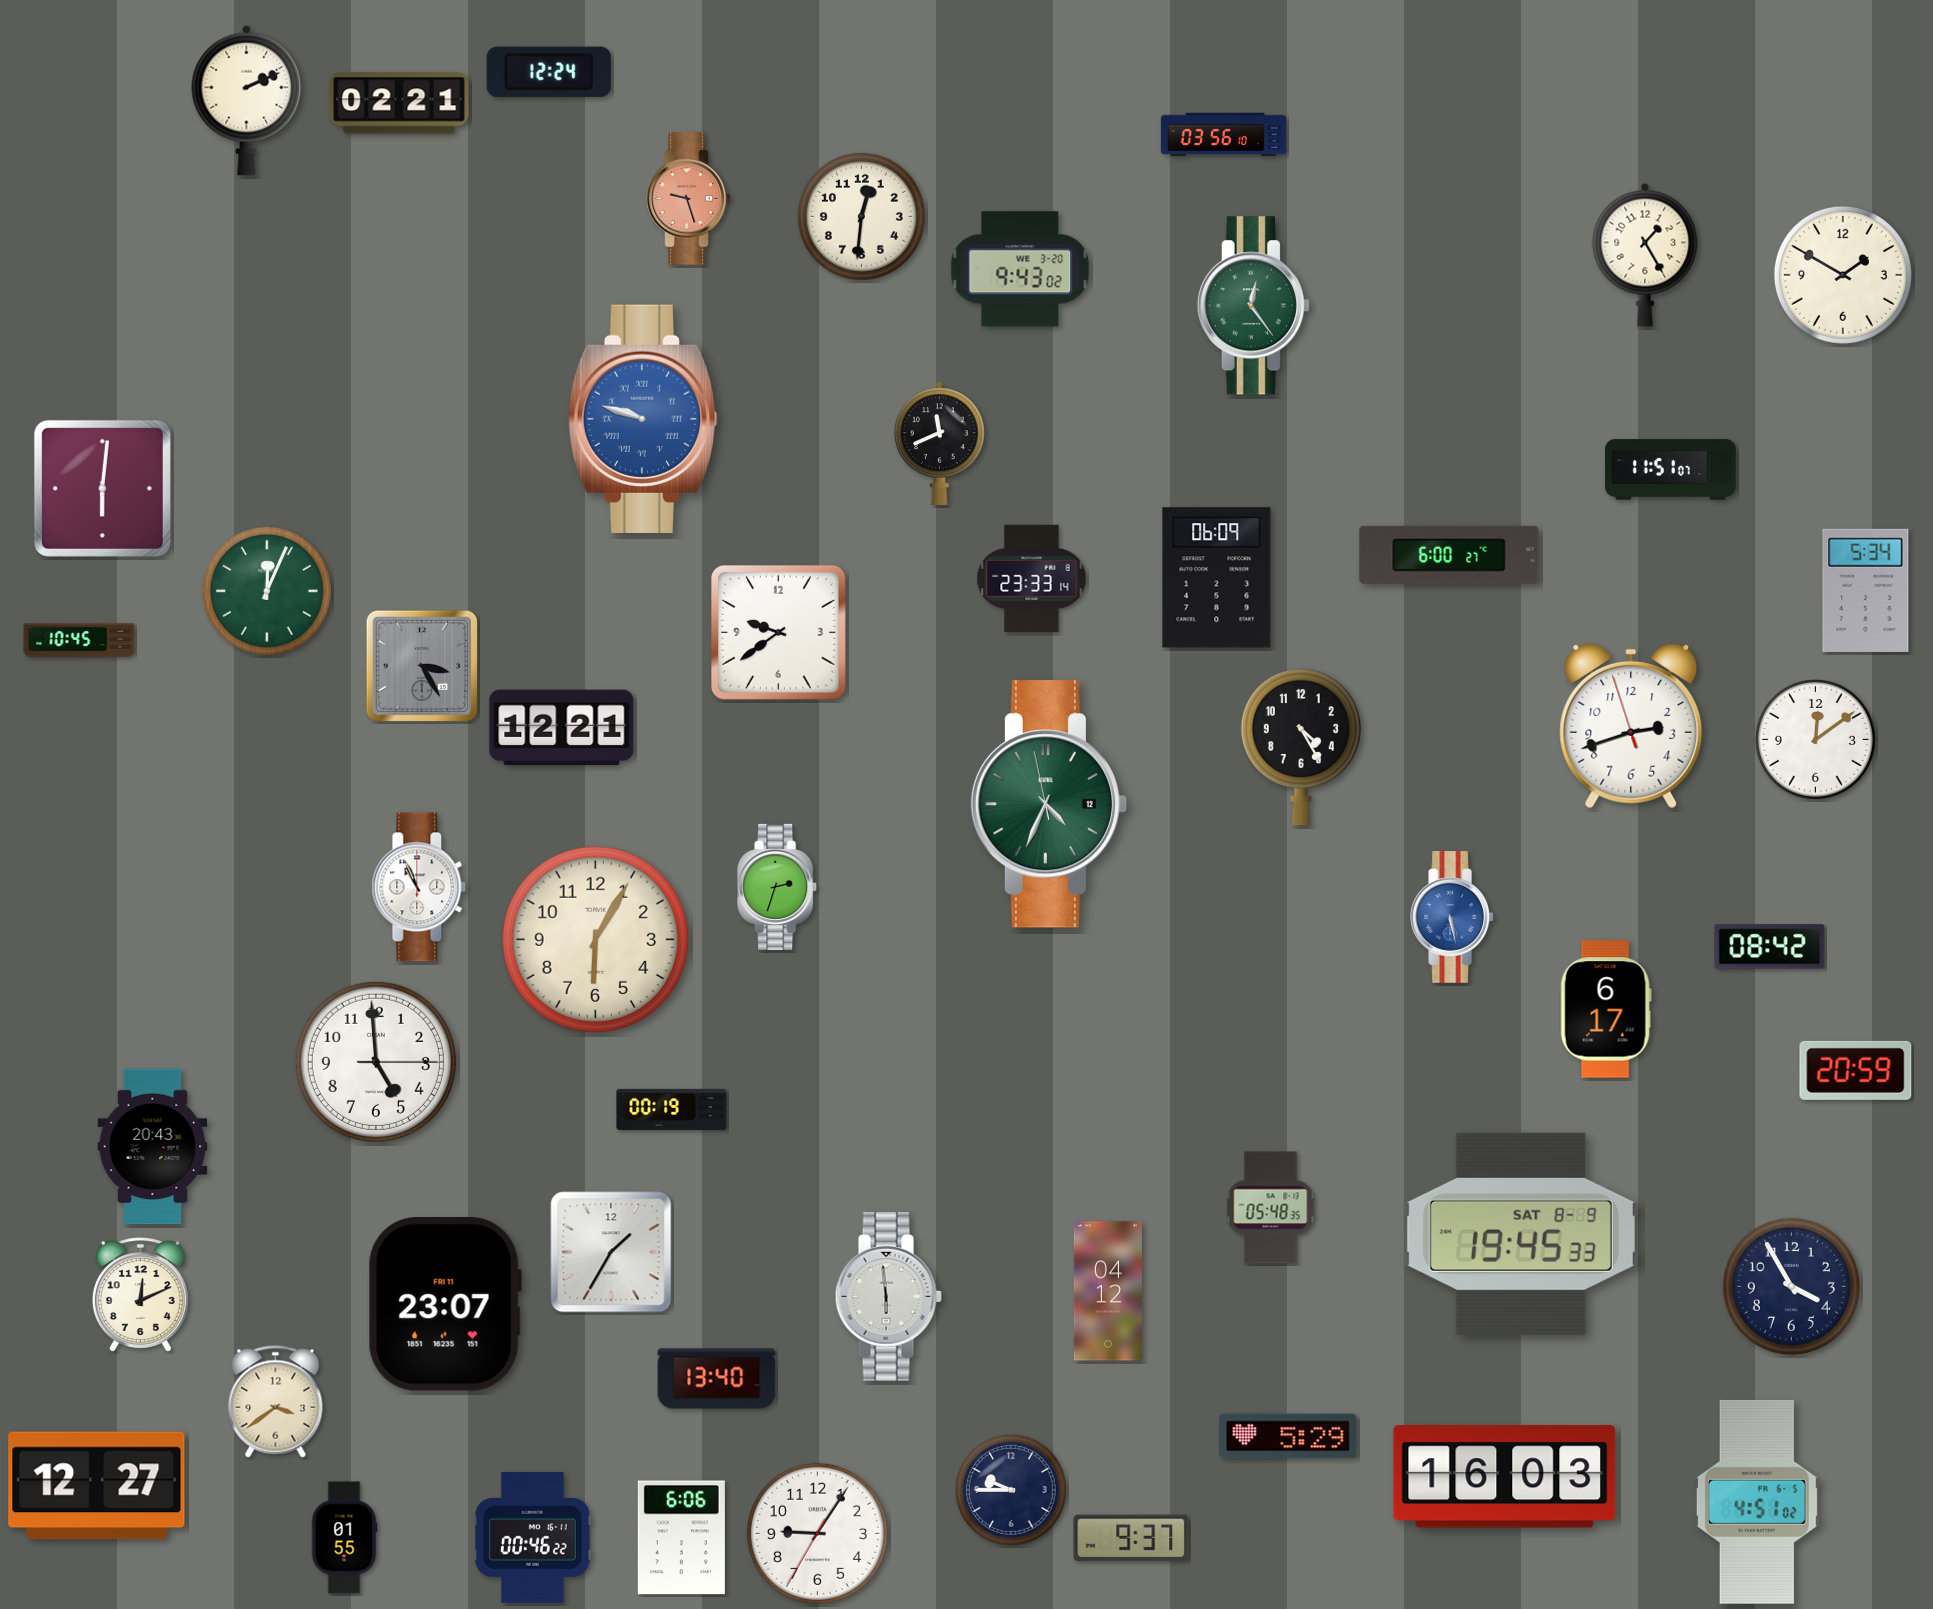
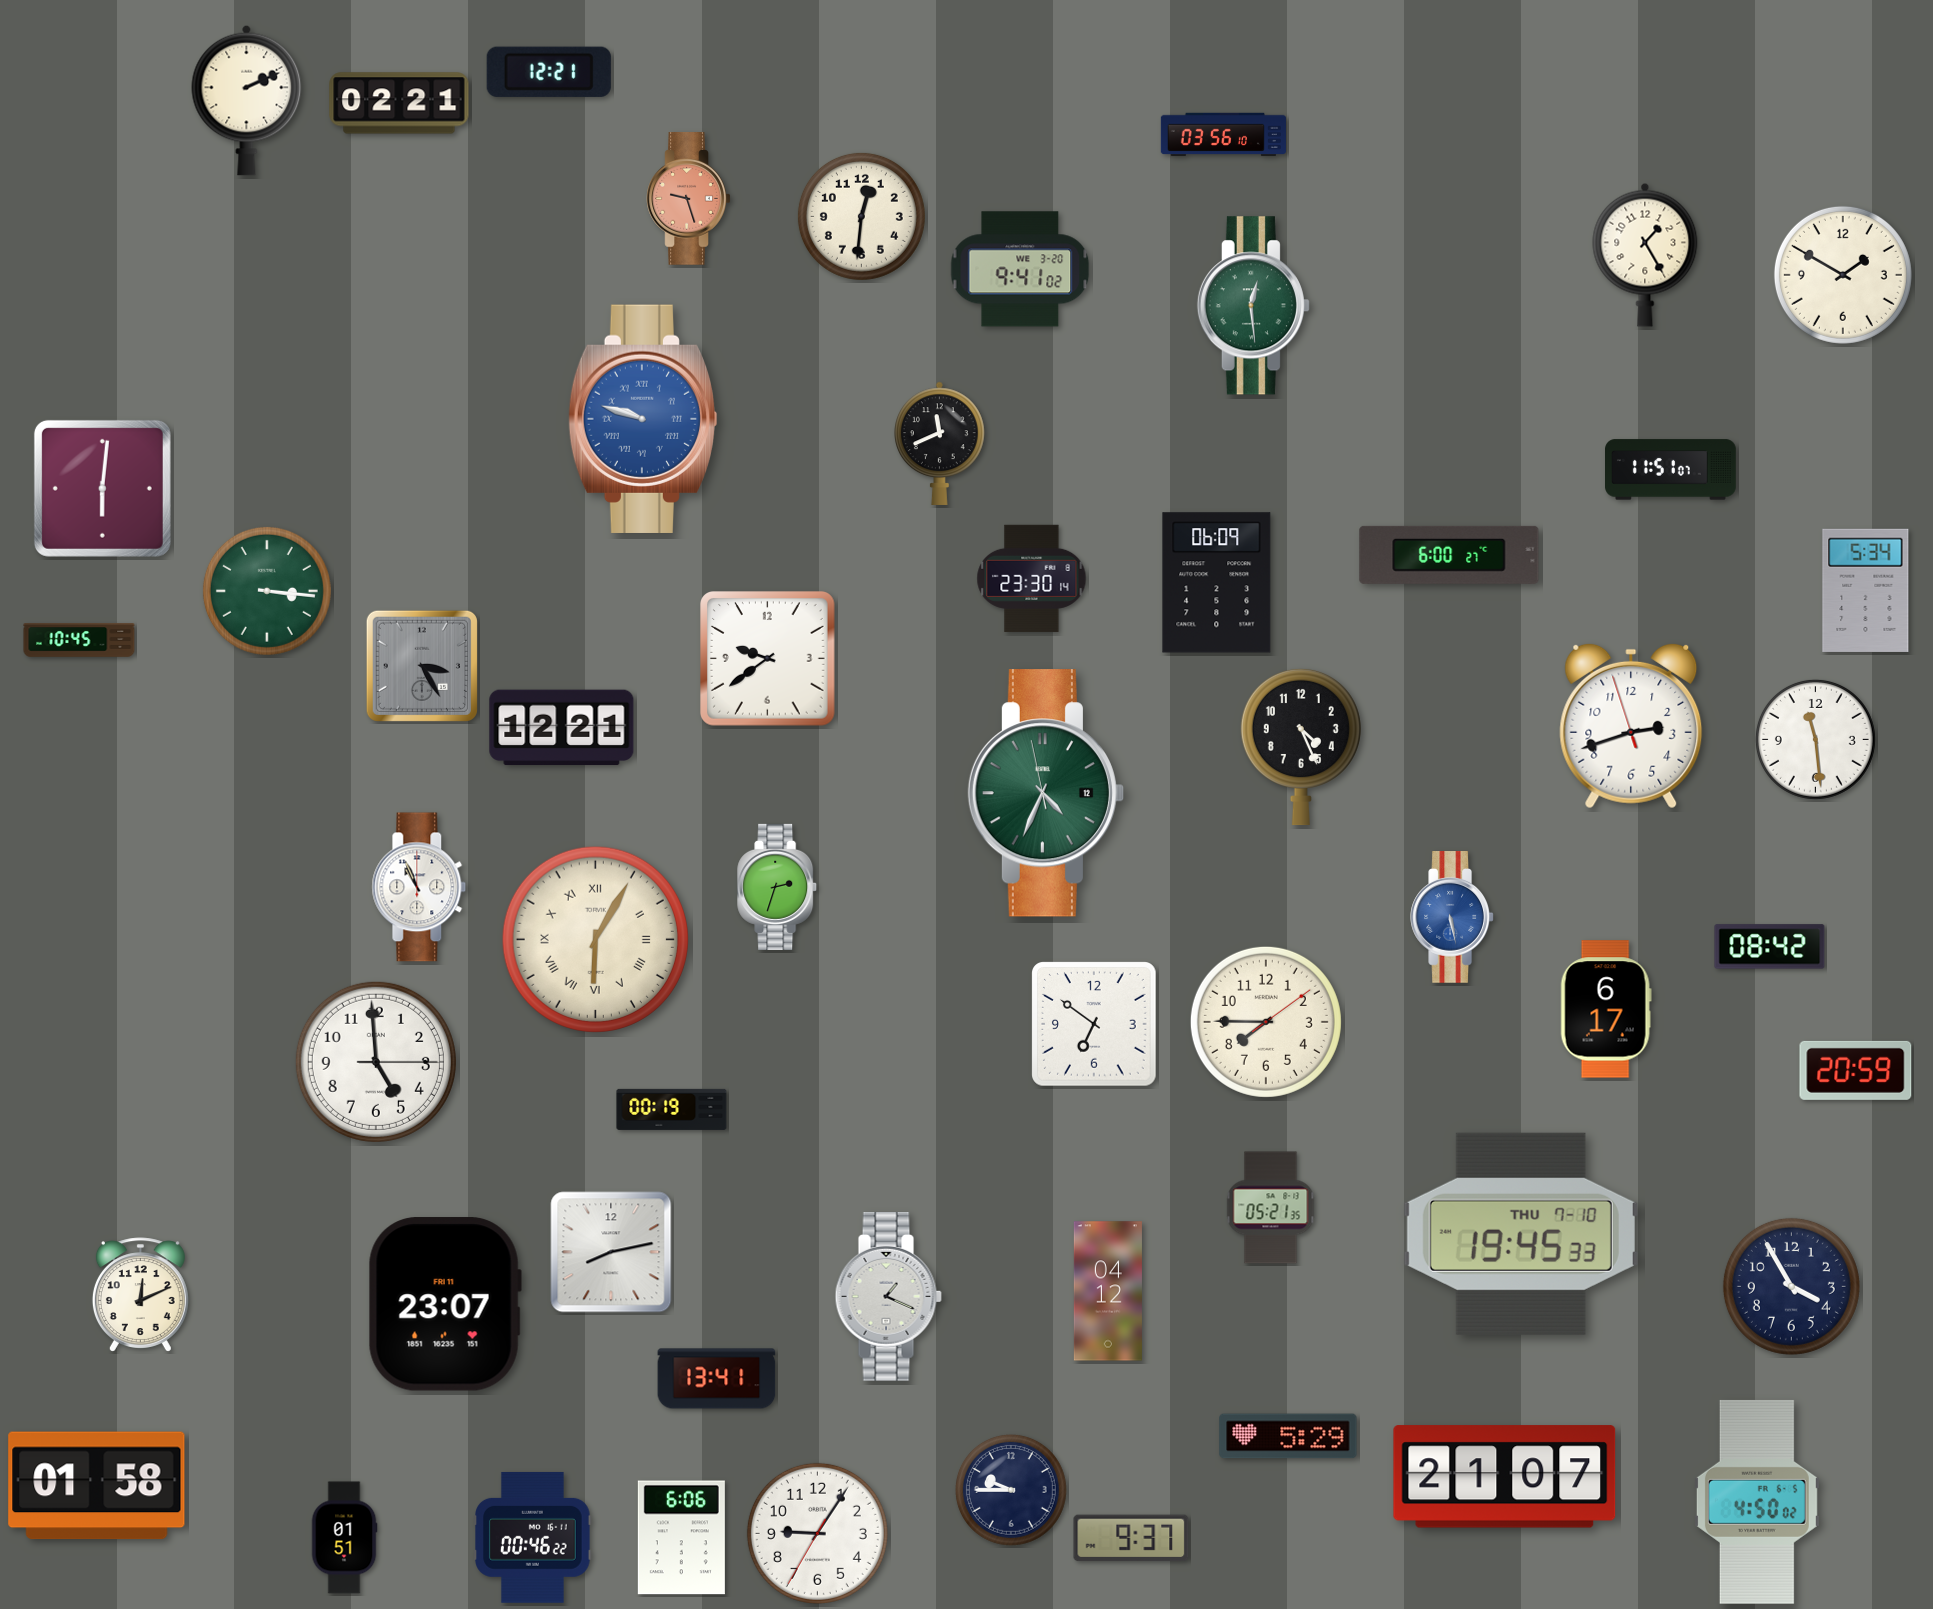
clock at (549, 72): 12:24 -> 12:21
clock at (1020, 269): 9:43 -> 9:41
clock at (1253, 306): 12:24 -> 12:29
clock at (1032, 578): 23:33 -> 23:30
clock at (1217, 578) position: (1217, 578) -> (1217, 583)
clock at (267, 591): 12:04 -> 3:16
clock at (779, 633) position: (779, 633) -> (768, 659)
clock at (1815, 739): 12:09 -> 11:29
clock at (1301, 747): 4:25 -> 4:26
clock at (1048, 804) position: (1048, 804) -> (1045, 793)
clock at (595, 939) numerals: Arabic -> Roman
clock at (1266, 1022): none -> 7:45
clock at (1095, 1025): none -> 6:51
clock at (153, 1147): 20:43 -> none
clock at (1271, 1208): 05:48 -> 05:21
clock at (1521, 1234) date: SAT 8-9 -> THU 7-10
clock at (611, 1252): 1:35 -> 8:13
clock at (888, 1297): 5:59 -> 1:19
clock at (717, 1379): 13:40 -> 13:41
clock at (276, 1402): 3:39 -> none
clock at (1505, 1477): 16:03 -> 21:07
clock at (97, 1486): 12:27 -> 01:58
clock at (1757, 1502): 4:51 -> 4:50
clock at (344, 1538): 01:55 -> 01:51
